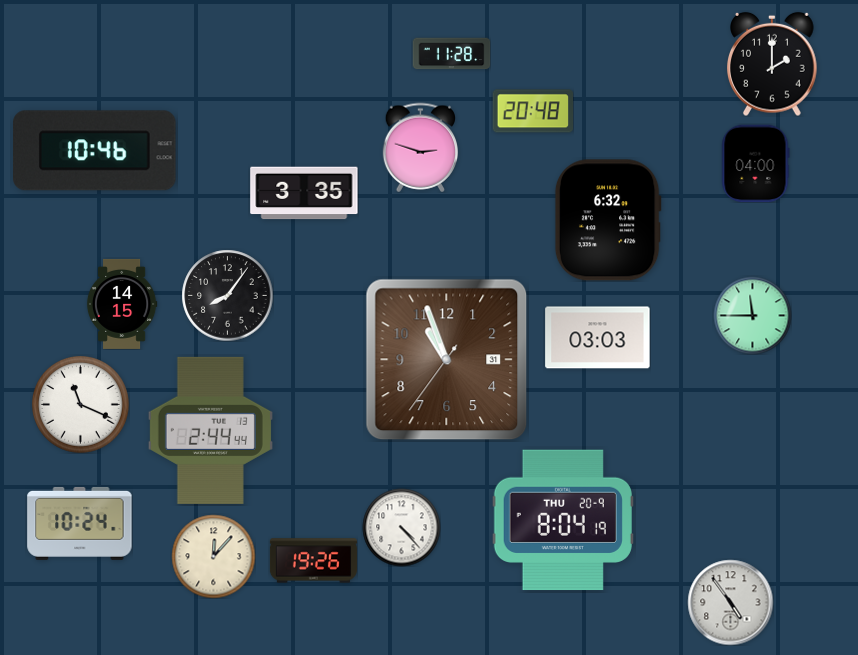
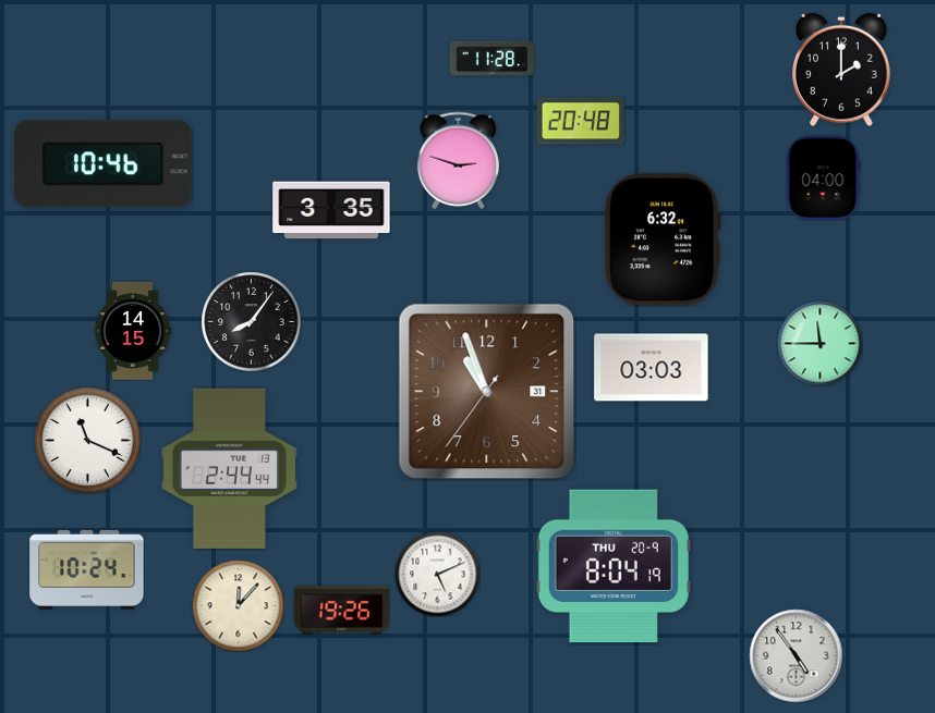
clock at (227, 295) position: (227, 295) -> (251, 321)
clock at (401, 527): 4:23 -> 5:11
clock at (213, 556) position: (213, 556) -> (238, 605)
